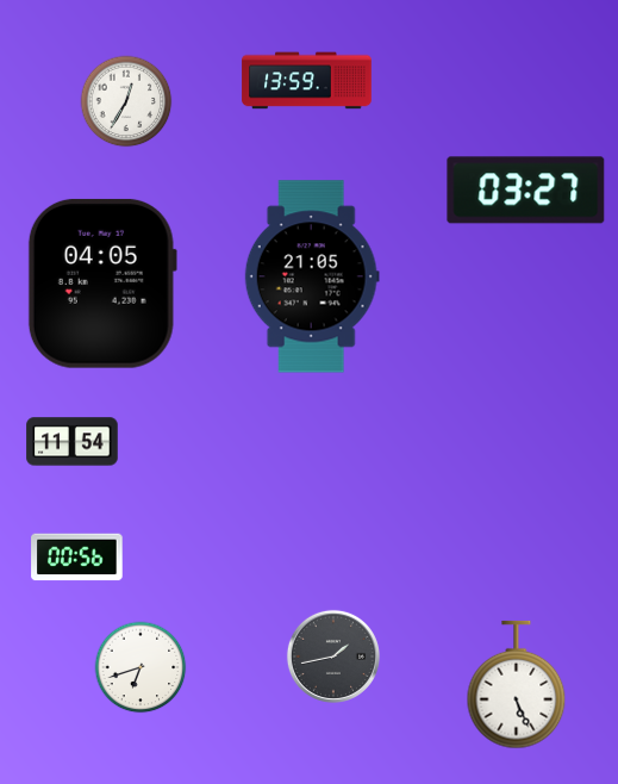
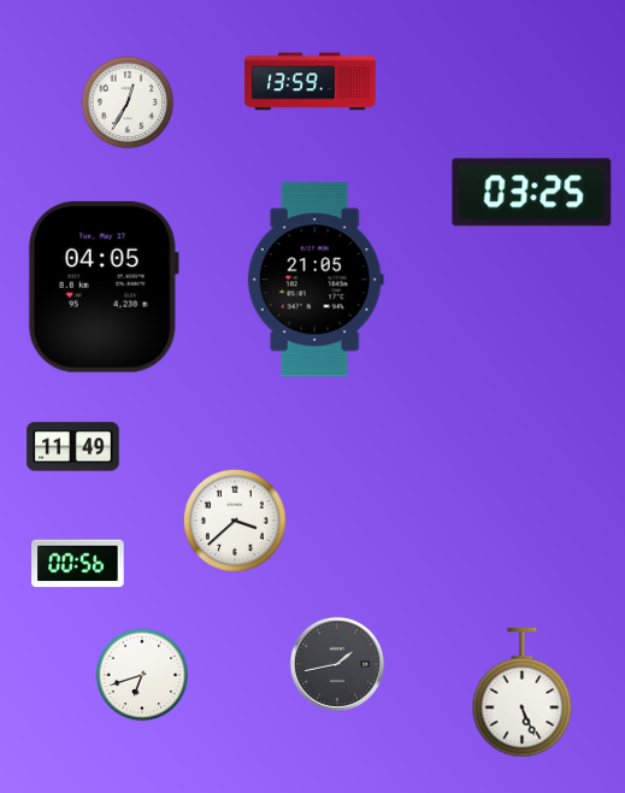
clock at (526, 191): 03:27 -> 03:25
clock at (73, 442): 11:54 -> 11:49
clock at (235, 521): none -> 3:38
